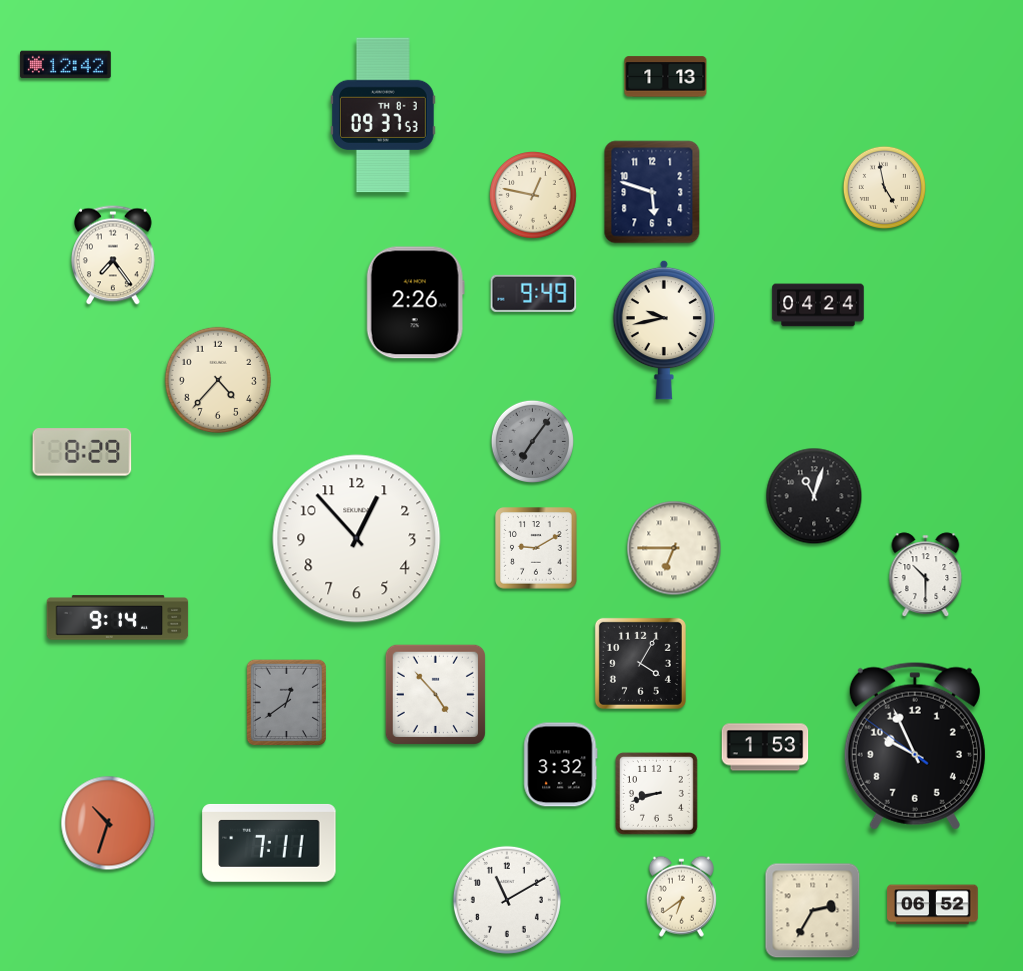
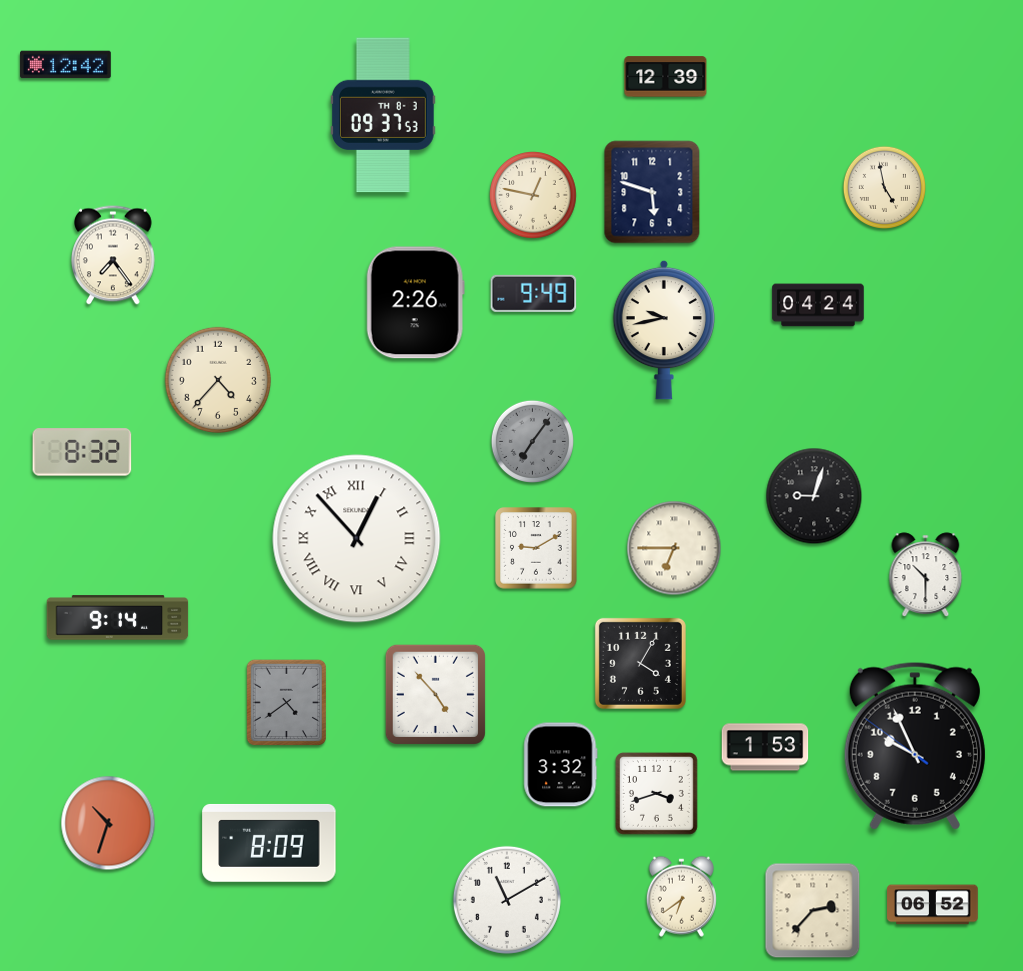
clock at (666, 77): 1:13 -> 12:39
clock at (82, 452): 8:29 -> 8:32
clock at (814, 496): 11:03 -> 9:03
clock at (357, 539) numerals: Arabic -> Roman
clock at (286, 702): 12:39 -> 4:39
clock at (656, 793): 8:42 -> 3:42
clock at (269, 843): 7:11 -> 8:09
clock at (813, 911): 2:35 -> 2:37
